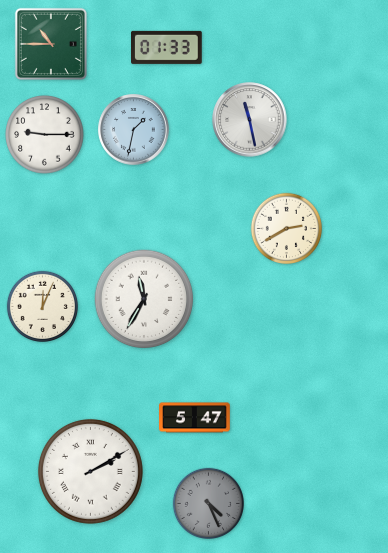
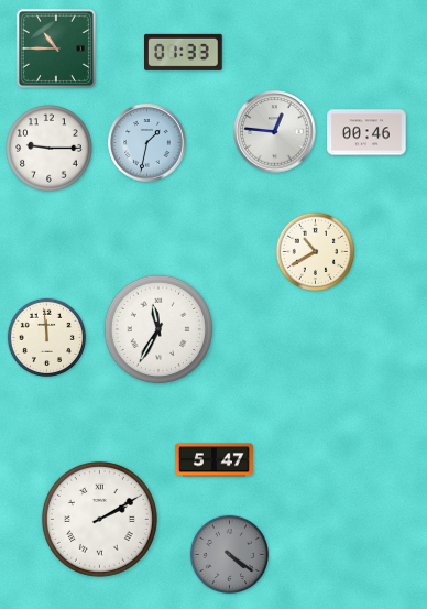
clock at (250, 120): 11:28 -> 12:46
clock at (366, 132): none -> 00:46
clock at (286, 228): 2:40 -> 10:40
clock at (42, 306): 12:04 -> 11:59
clock at (208, 503): 4:26 -> 4:21
